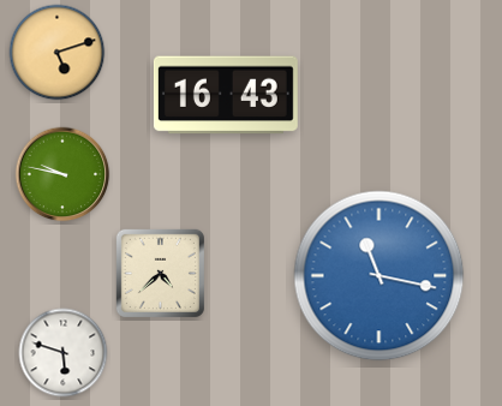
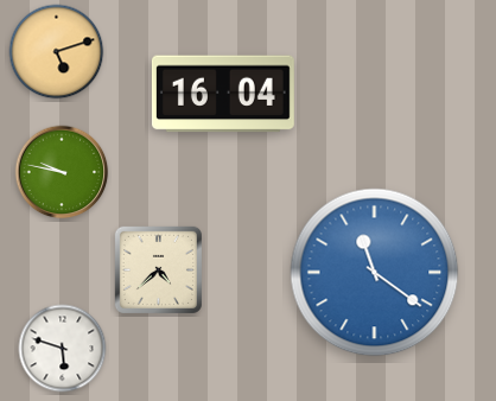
clock at (226, 95): 16:43 -> 16:04
clock at (380, 276): 11:17 -> 11:21
